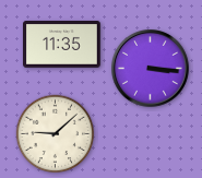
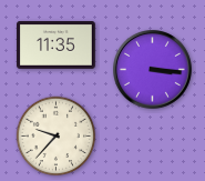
clock at (62, 45) position: (62, 45) -> (57, 46)
clock at (56, 134): 9:08 -> 9:37
